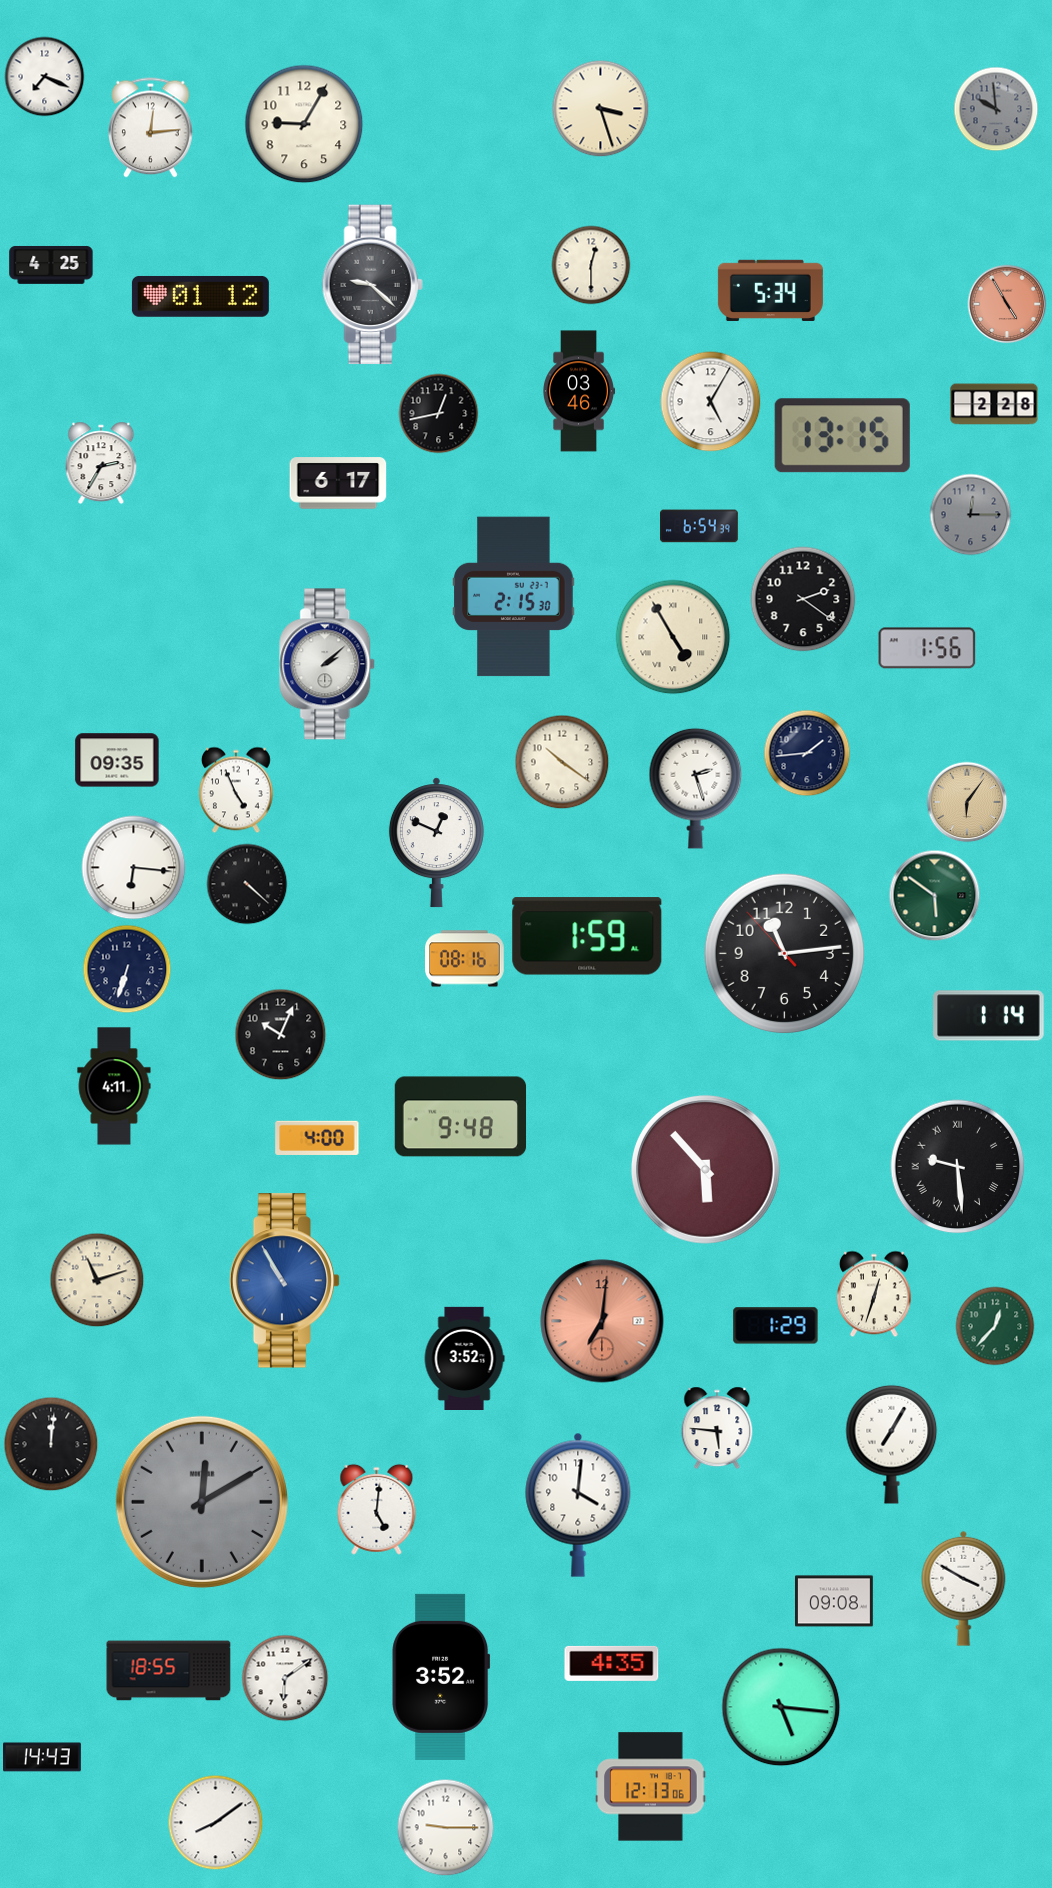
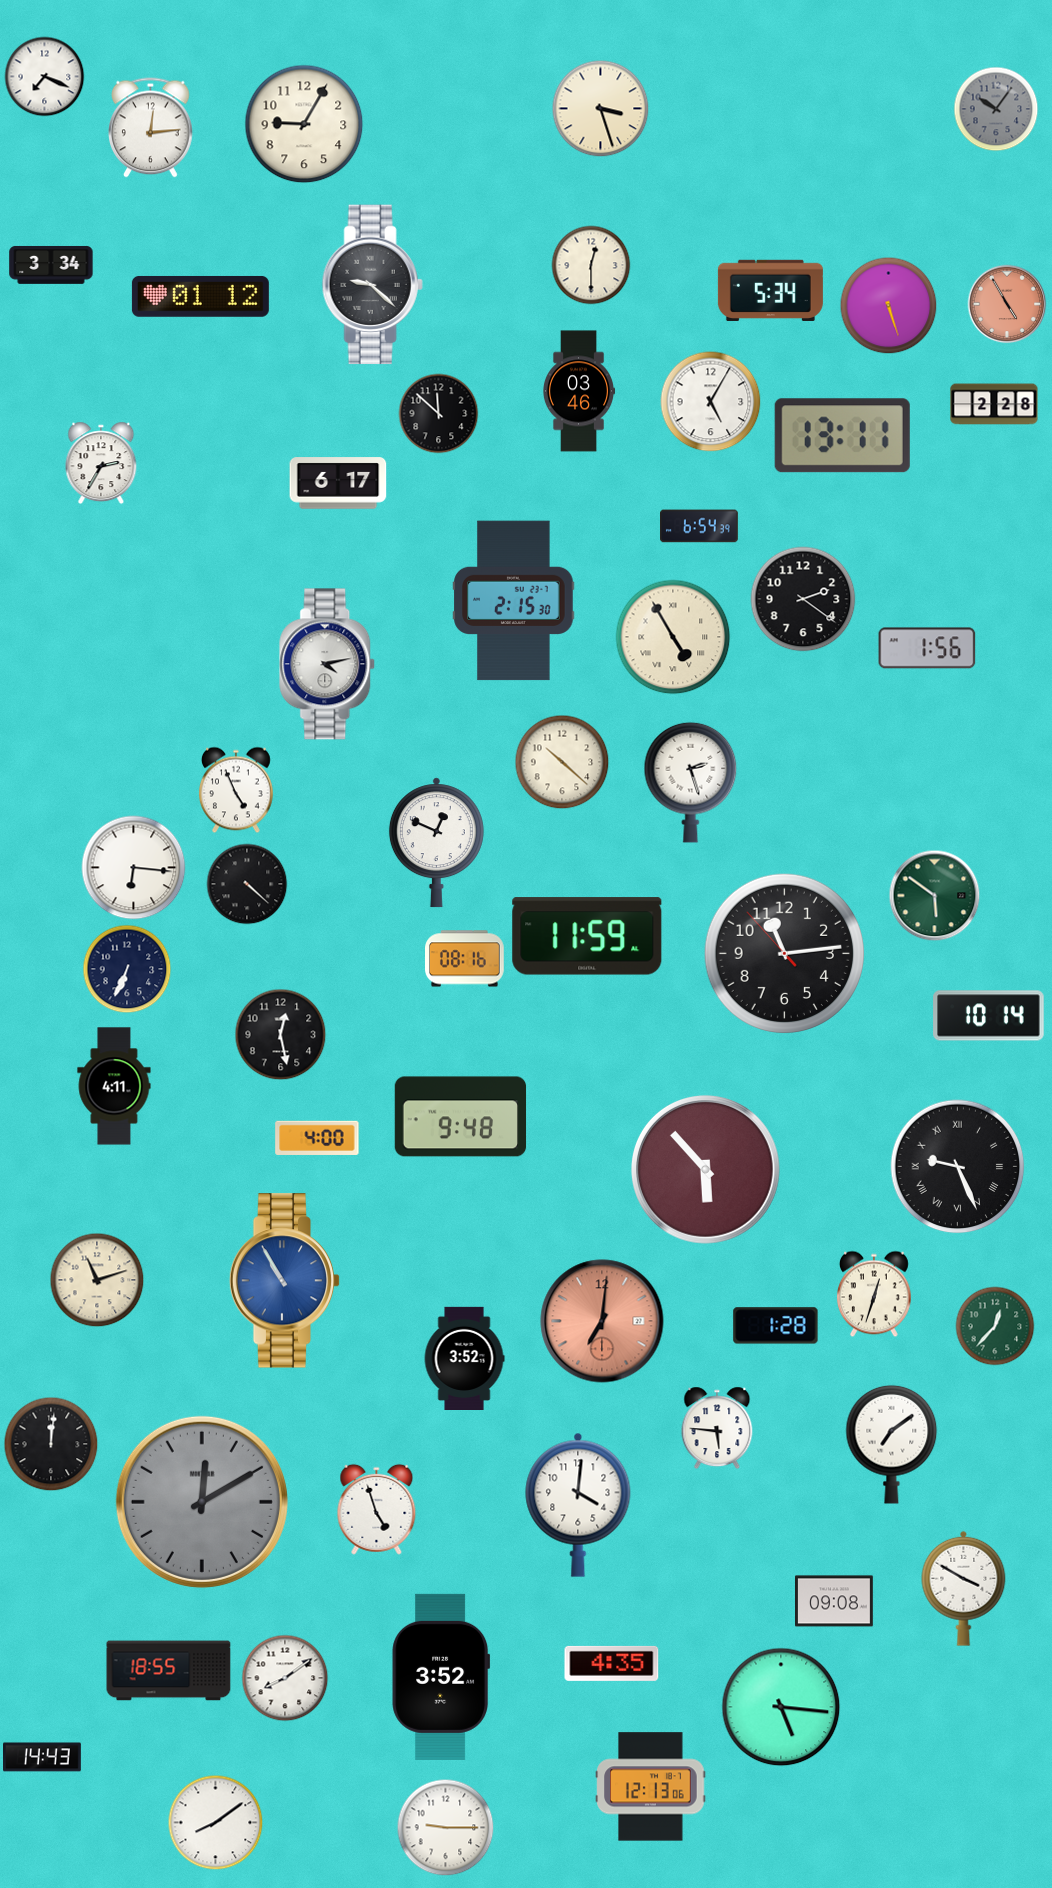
clock at (996, 109): 9:59 -> 10:06
clock at (51, 265): 4:25 -> 3:34
clock at (889, 306): none -> 5:27
clock at (439, 414): 12:43 -> 11:52
clock at (842, 436): 13:15 -> 13:11
clock at (971, 515): 12:15 -> none
clock at (514, 597) position: (514, 597) -> (514, 601)
clock at (328, 664): 2:08 -> 4:13
clock at (807, 753): 1:44 -> none
clock at (117, 760): 09:35 -> none
clock at (562, 762): 10:21 -> 10:22
clock at (696, 788) position: (696, 788) -> (691, 782)
clock at (967, 802): 6:06 -> none
clock at (587, 936): 1:59 -> 11:59
clock at (127, 969): 6:33 -> 6:34
clock at (989, 1016): 1:14 -> 10:14
clock at (281, 1035): 10:04 -> 12:28
clock at (958, 1167): 9:29 -> 9:26
clock at (776, 1326): 1:29 -> 1:28
clock at (892, 1444): 7:05 -> 7:09
clock at (377, 1509): 5:01 -> 4:57
clock at (285, 1678): 6:09 -> 8:09
